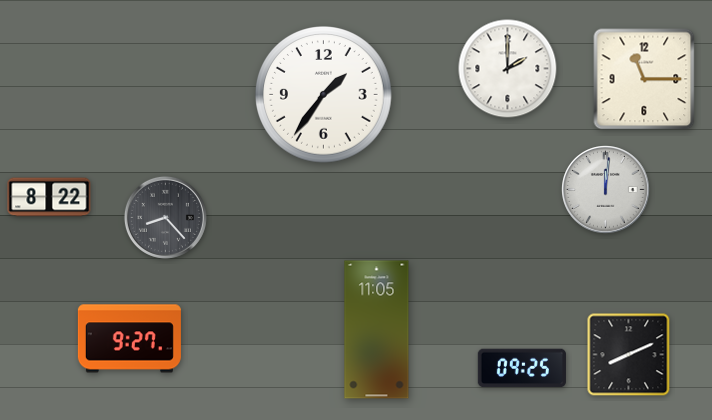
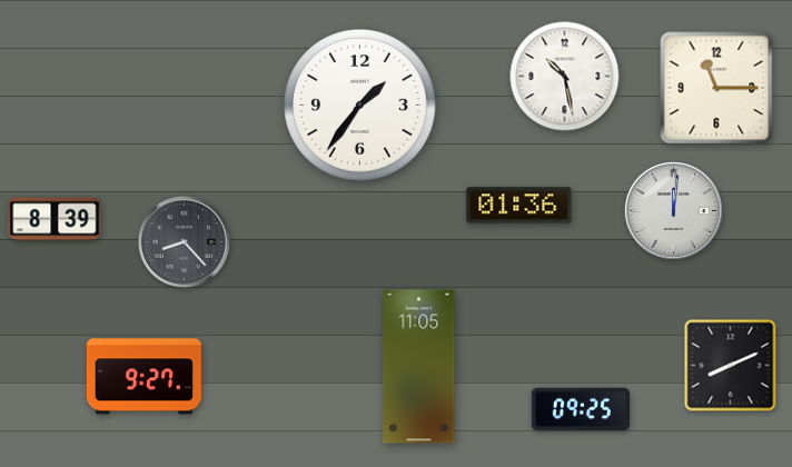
clock at (508, 69): 2:00 -> 10:28
clock at (519, 206): none -> 01:36
clock at (49, 197): 8:22 -> 8:39
clock at (629, 355) position: (629, 355) -> (731, 366)
